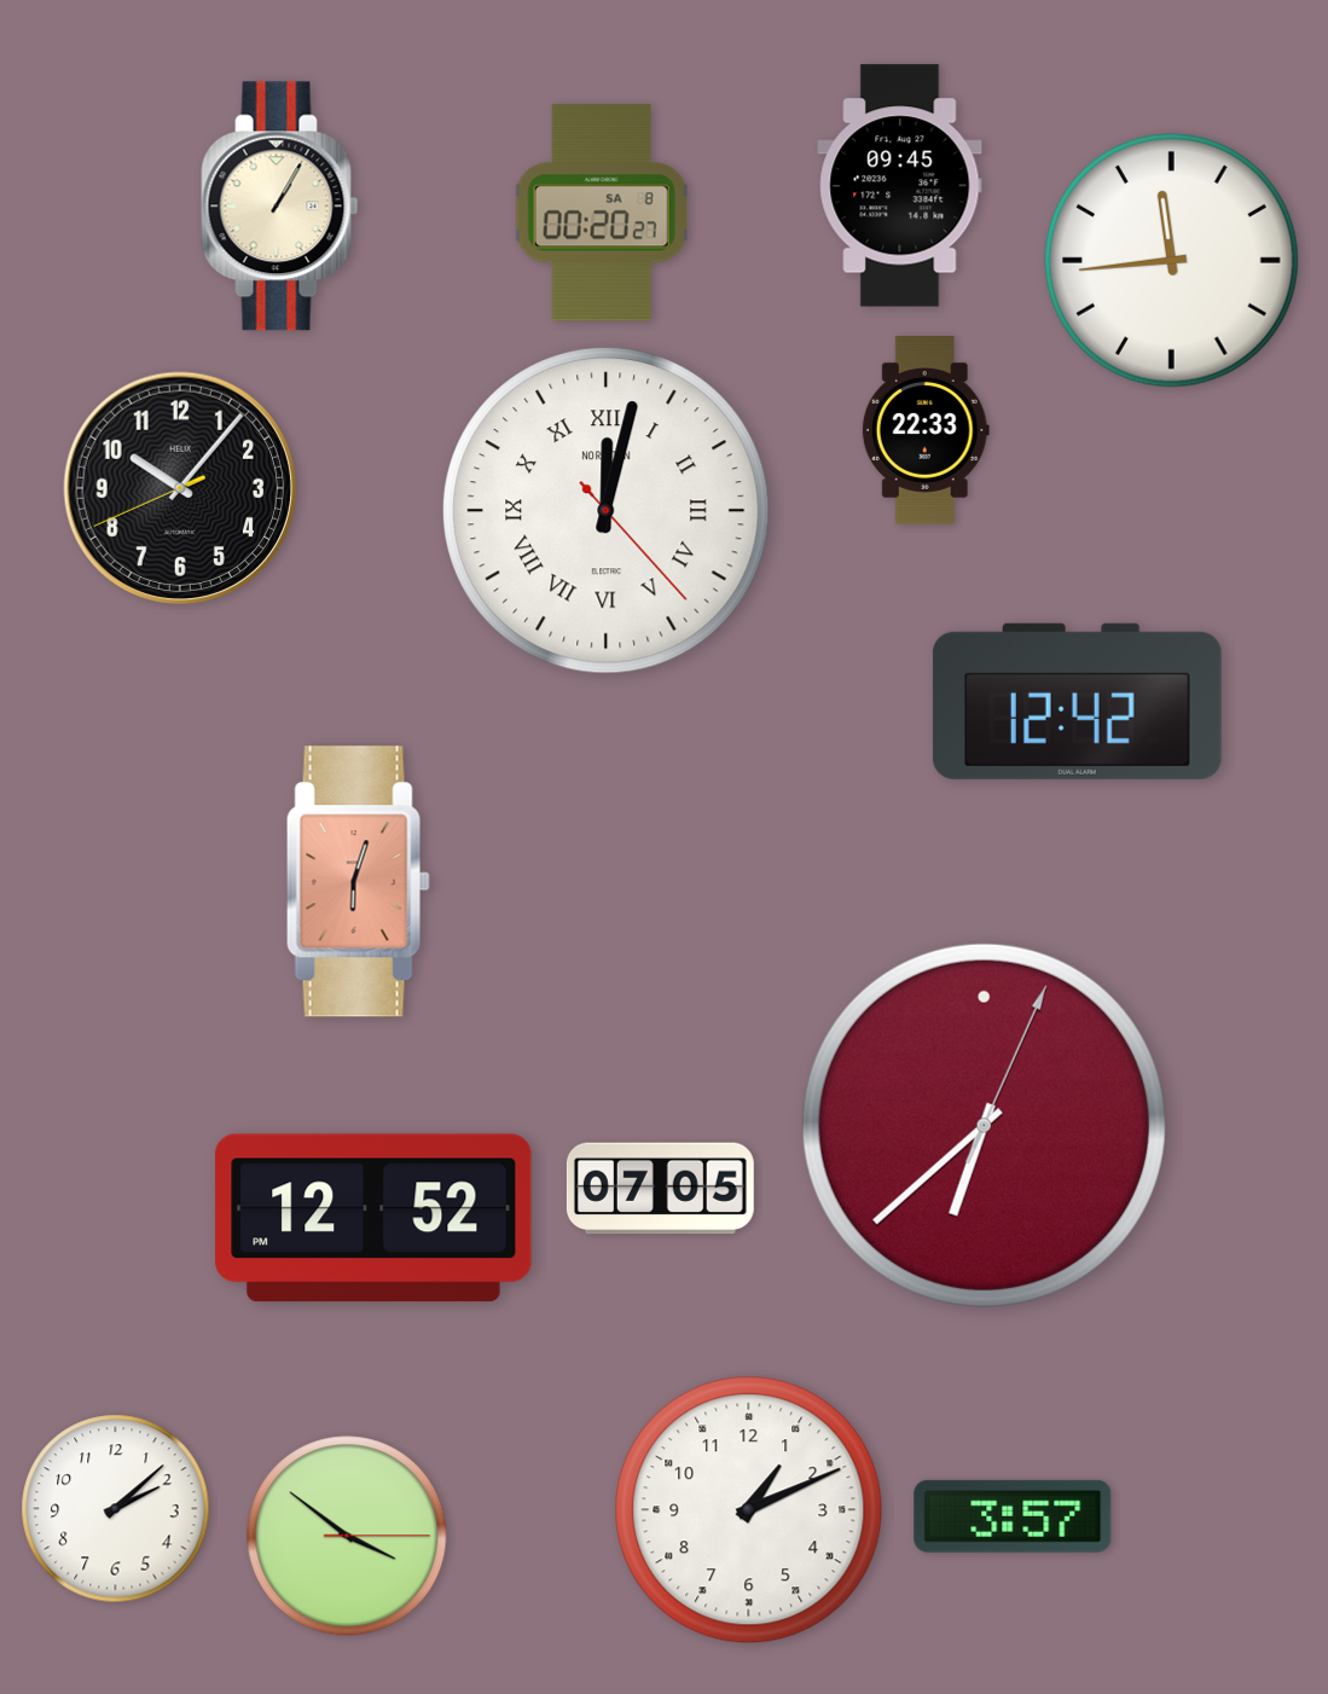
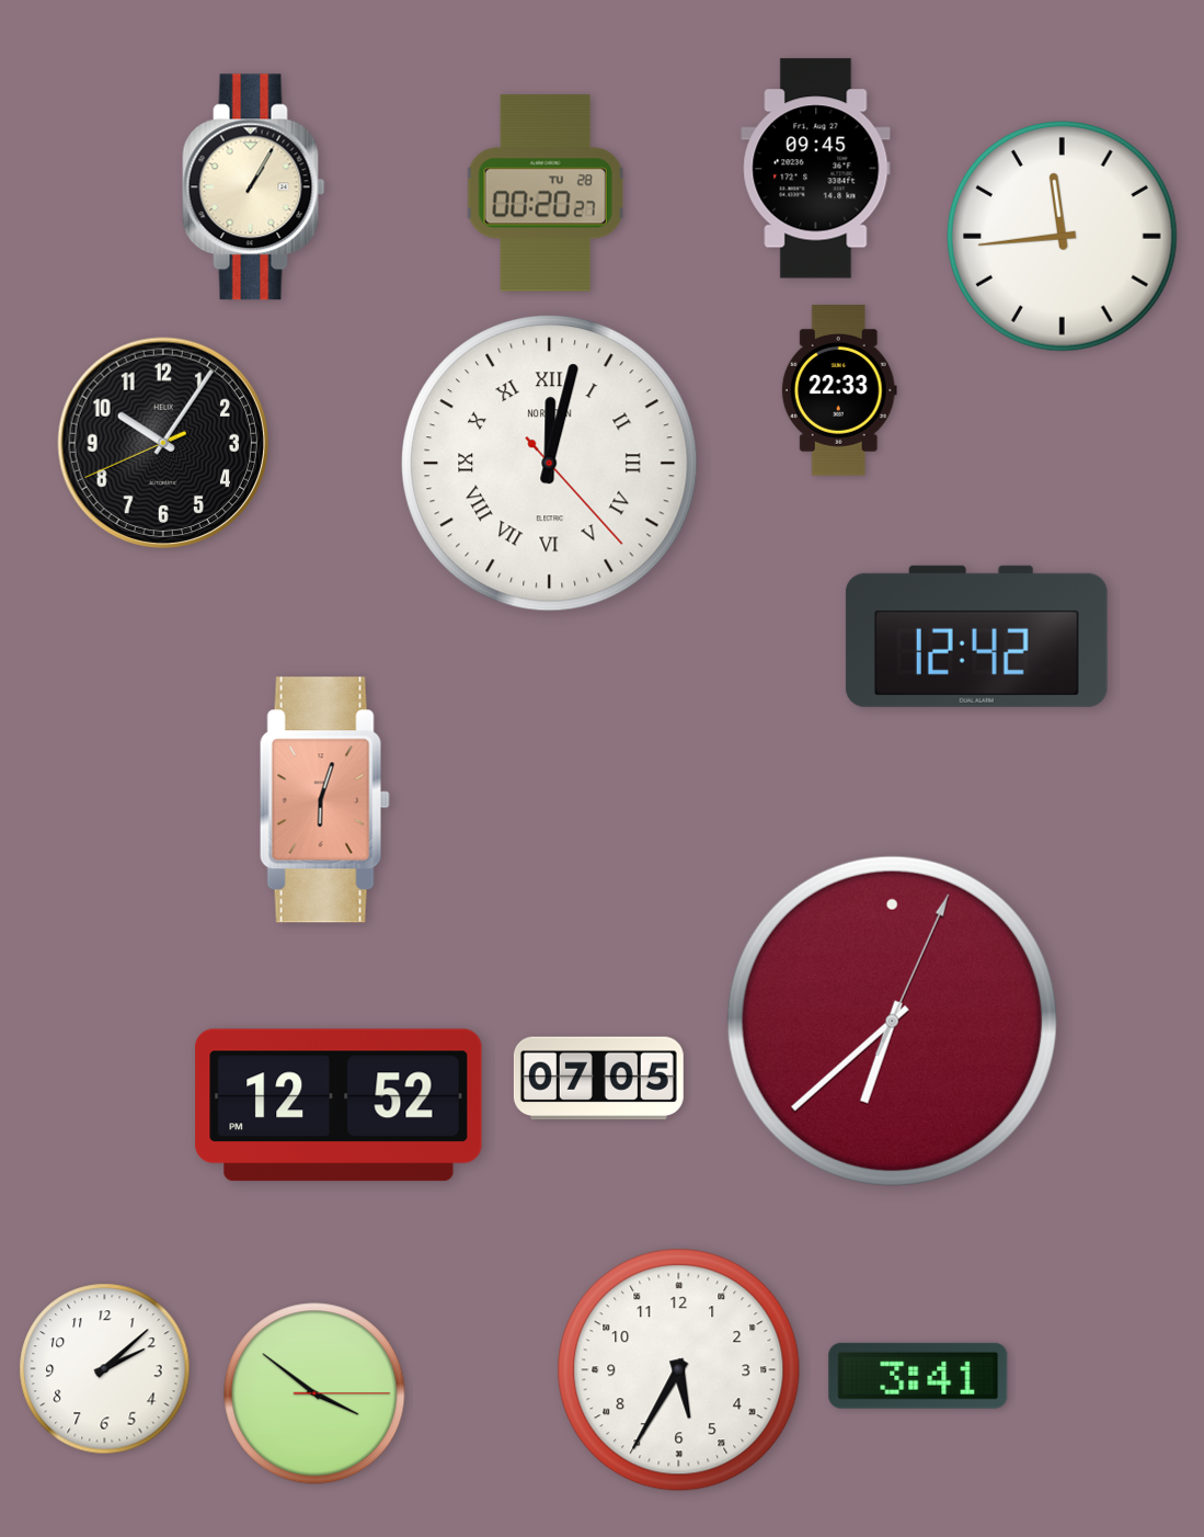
clock at (602, 213) date: SA 8 -> TU 28
clock at (179, 487): 10:06 -> 10:05
clock at (749, 1510): 1:11 -> 5:35
clock at (1013, 1516): 3:57 -> 3:41
